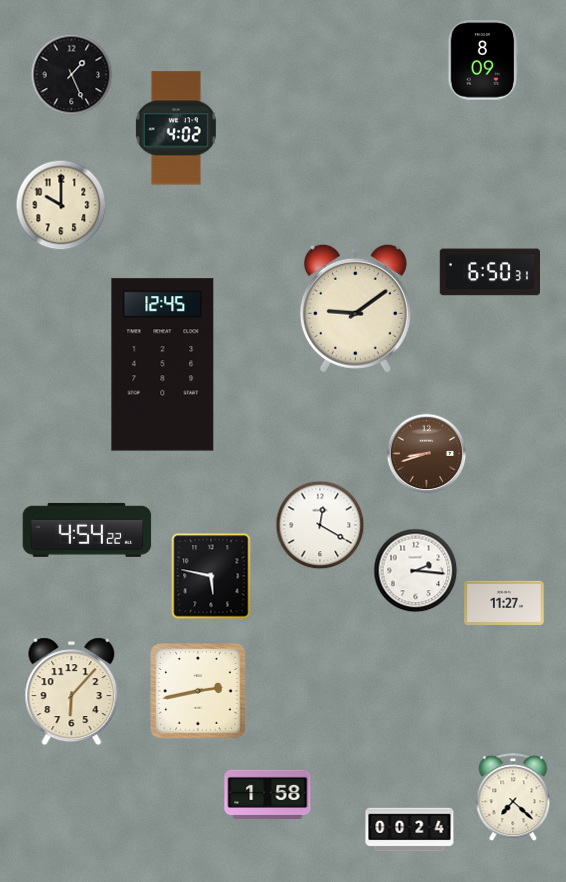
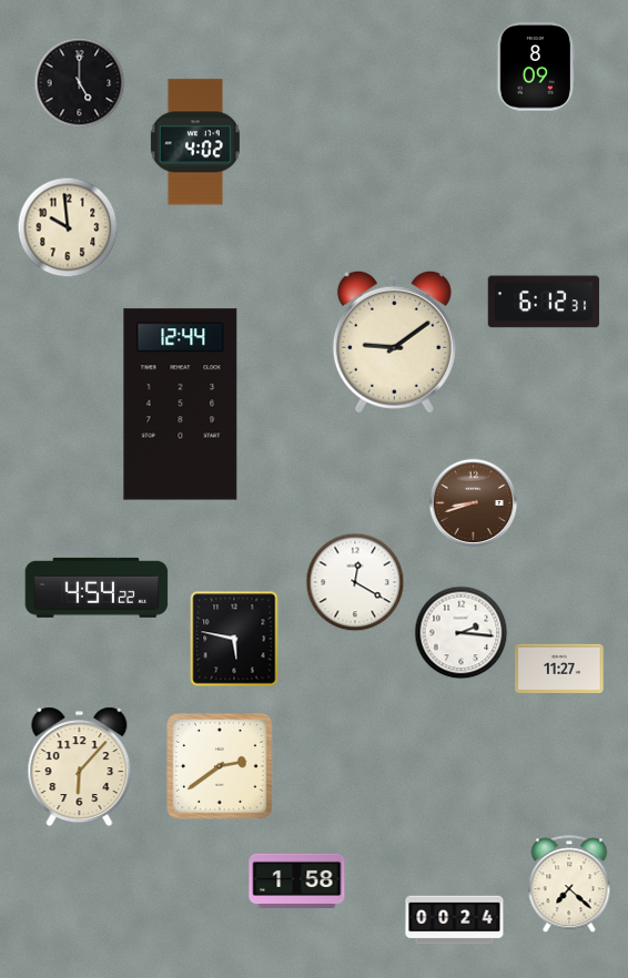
clock at (72, 75): 1:26 -> 5:00
clock at (61, 205): 10:00 -> 9:59
clock at (490, 272): 6:50 -> 6:12
clock at (163, 365): 12:45 -> 12:44
clock at (198, 691): 2:43 -> 2:39
